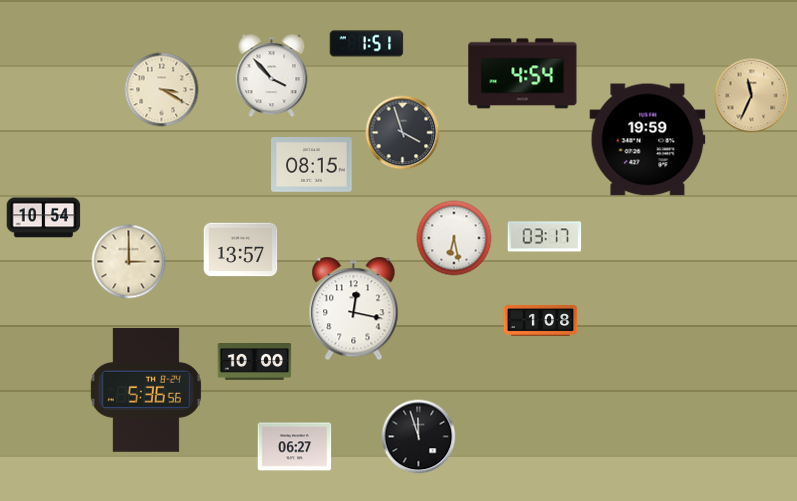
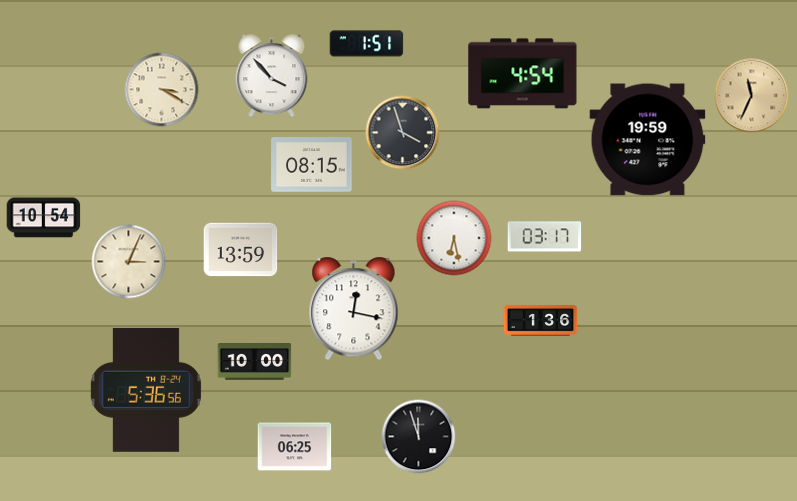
clock at (241, 250): 13:57 -> 13:59
clock at (129, 262): 3:00 -> 3:04
clock at (541, 321): 1:08 -> 1:36
clock at (295, 447): 06:27 -> 06:25
